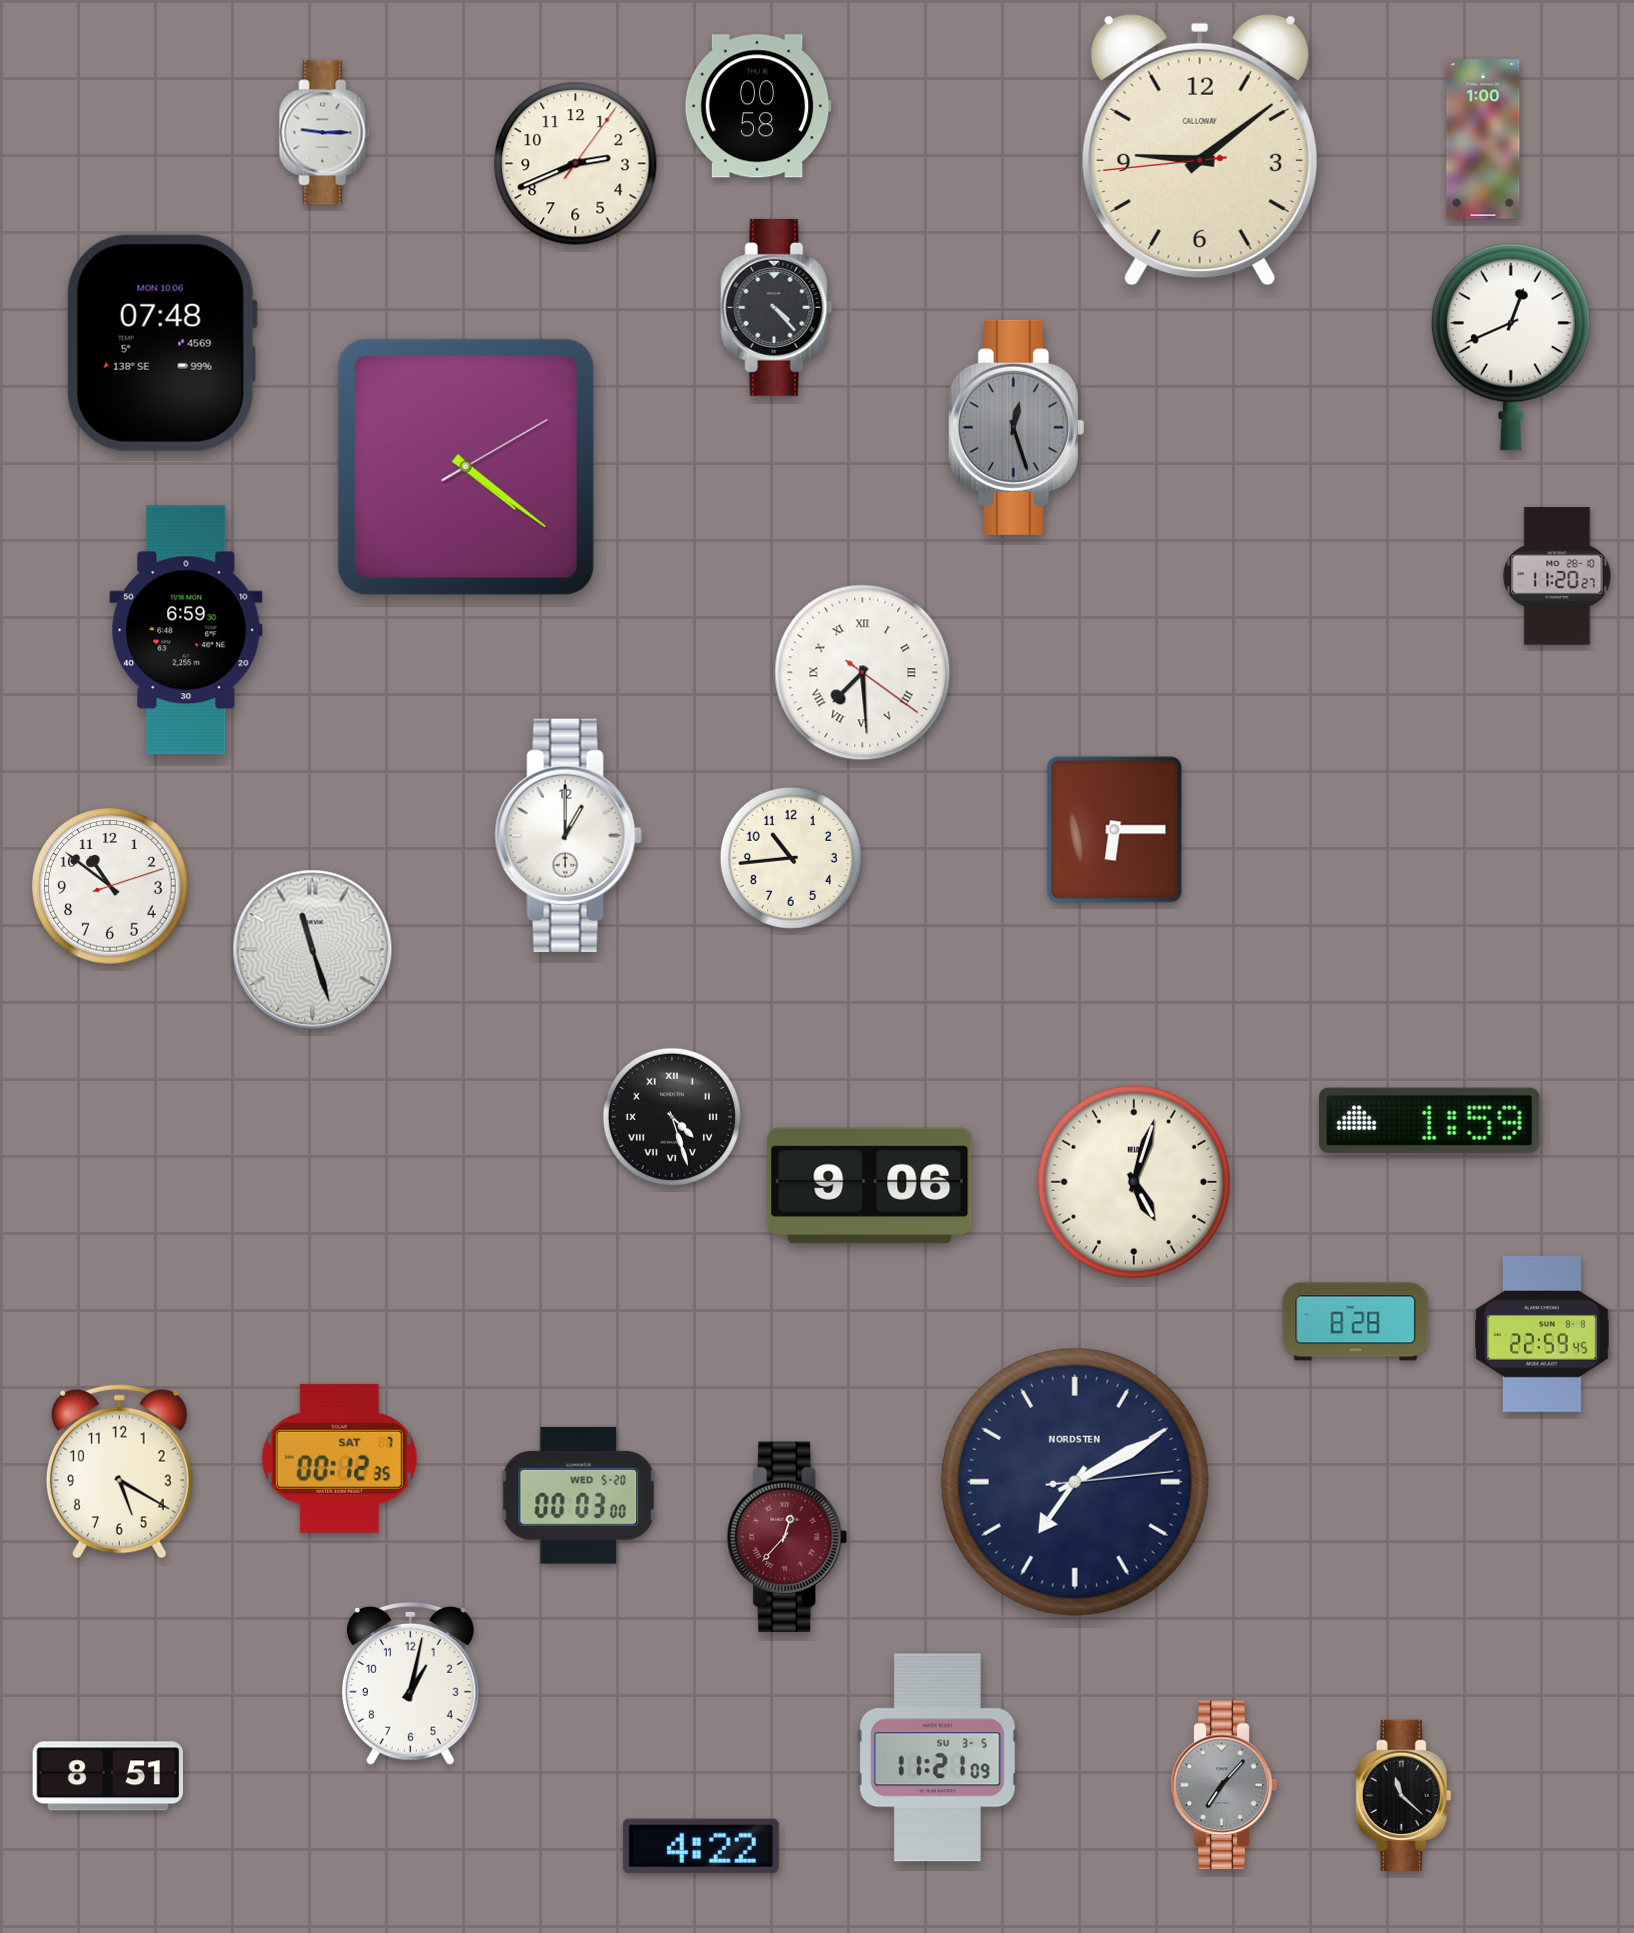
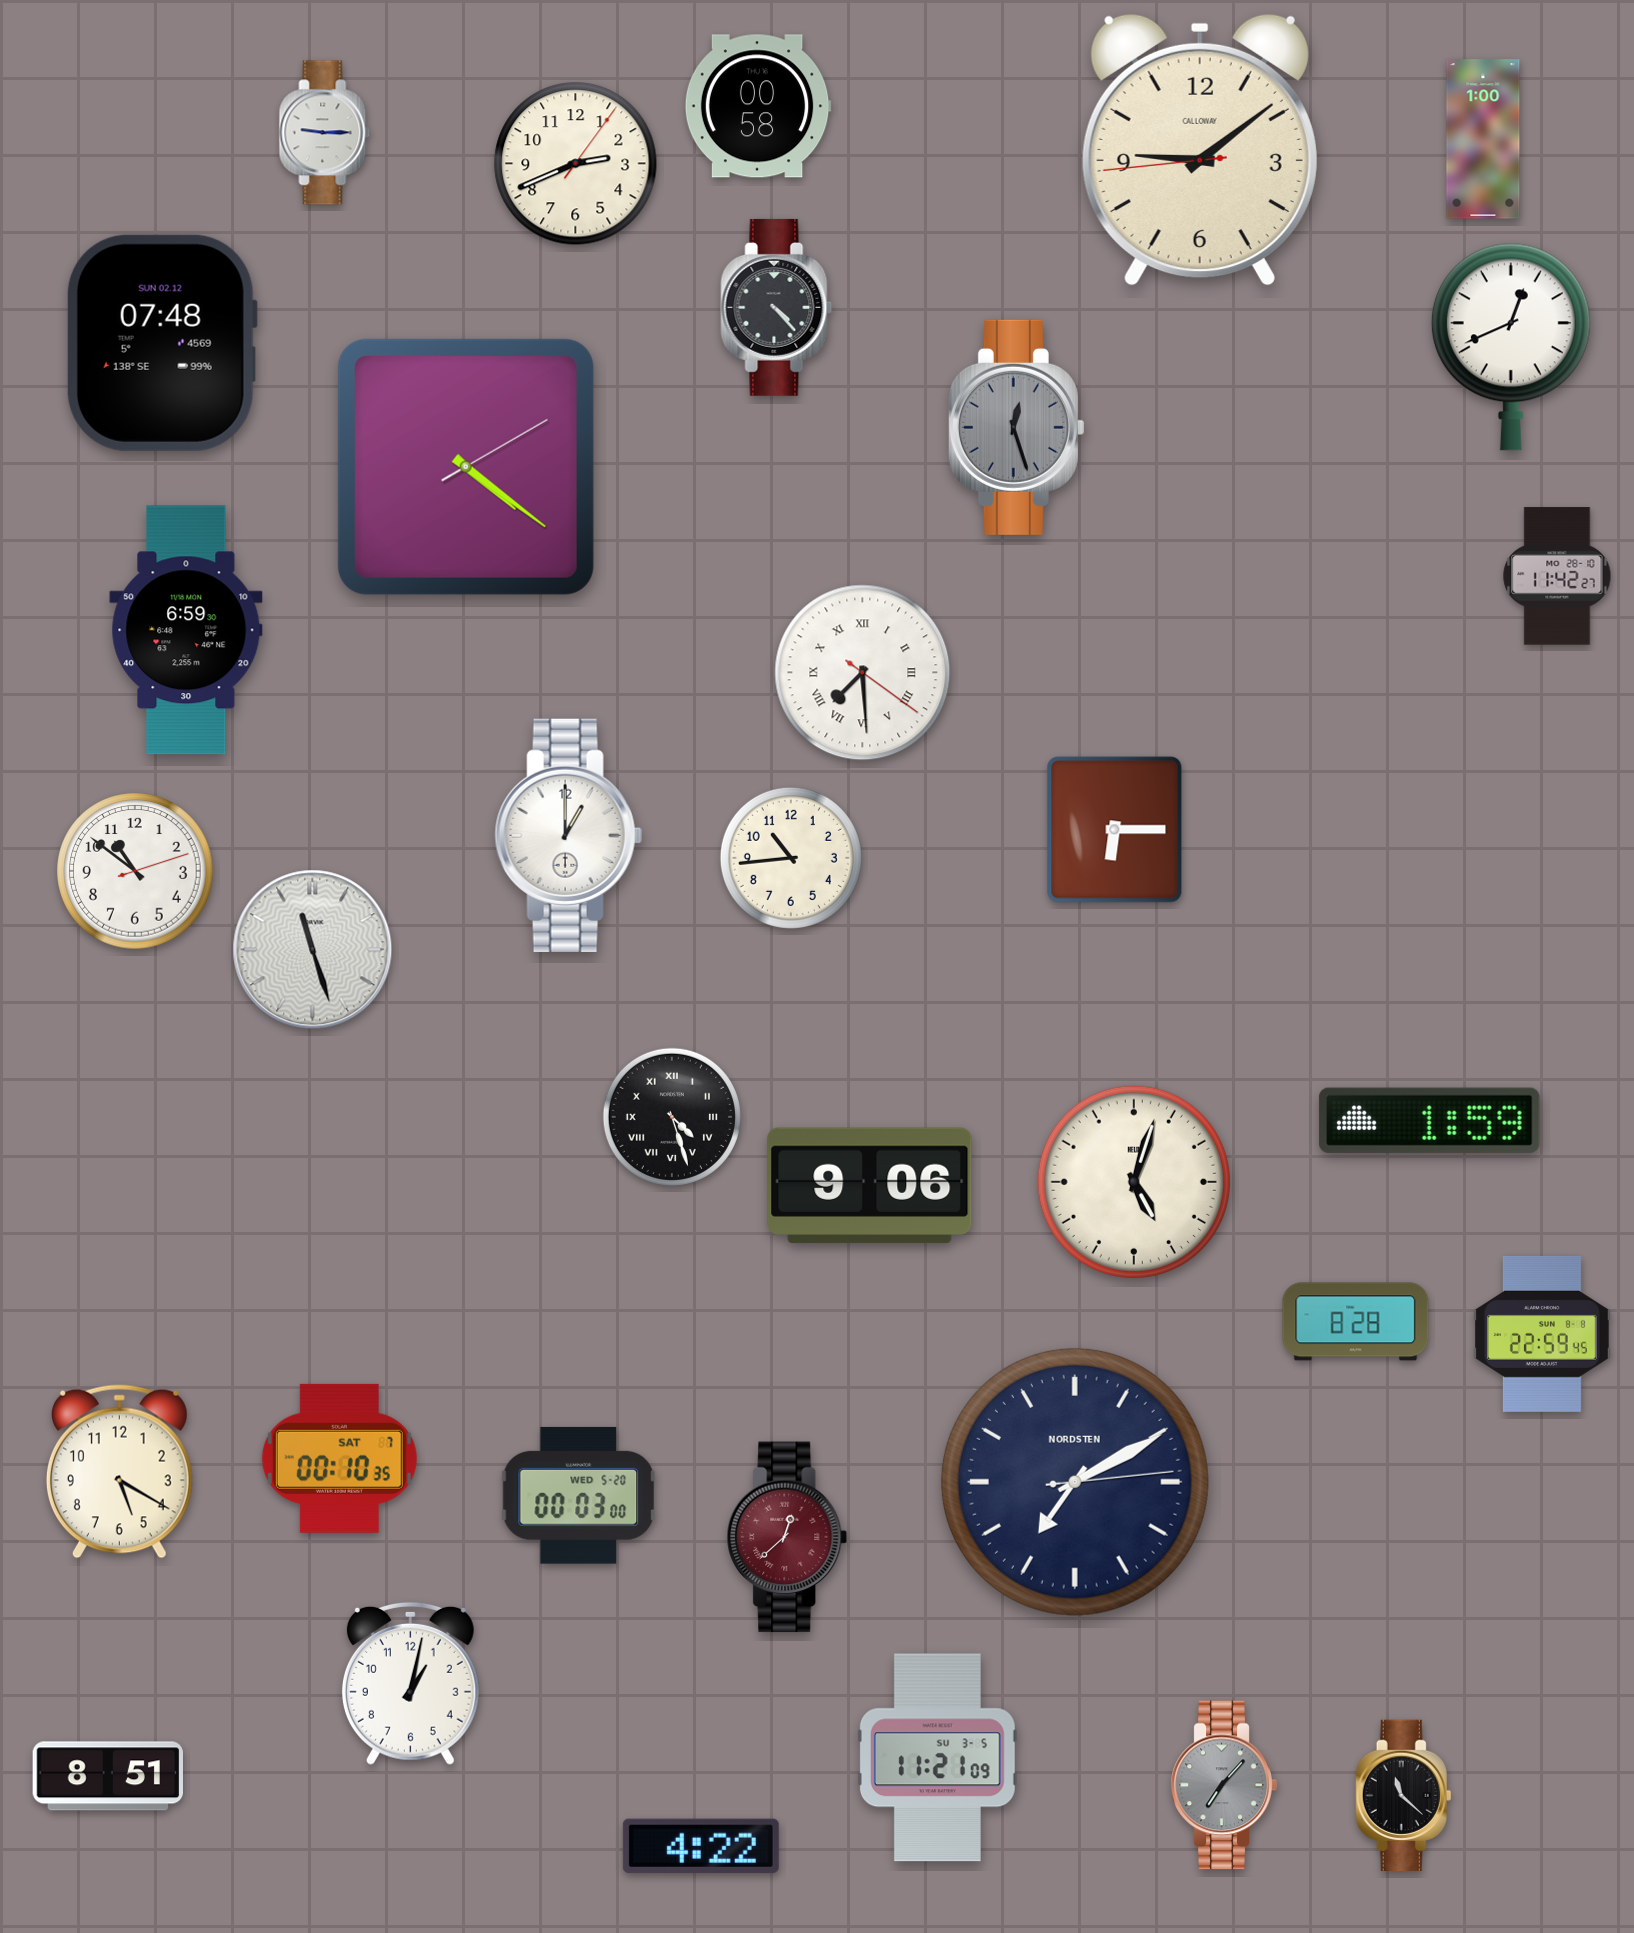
clock at (162, 343) date: MON 10.06 -> SUN 02.12
clock at (1557, 576): 11:20 -> 11:42
clock at (110, 886) position: (110, 886) -> (135, 871)
clock at (339, 1458): 00:12 -> 00:10
clock at (787, 1537): 12:37 -> 12:38
